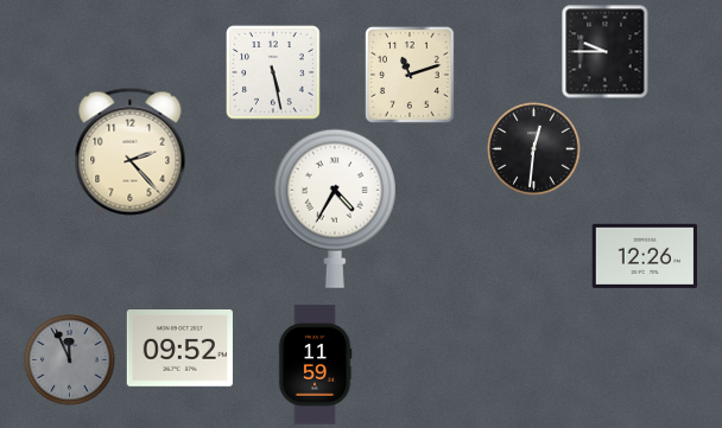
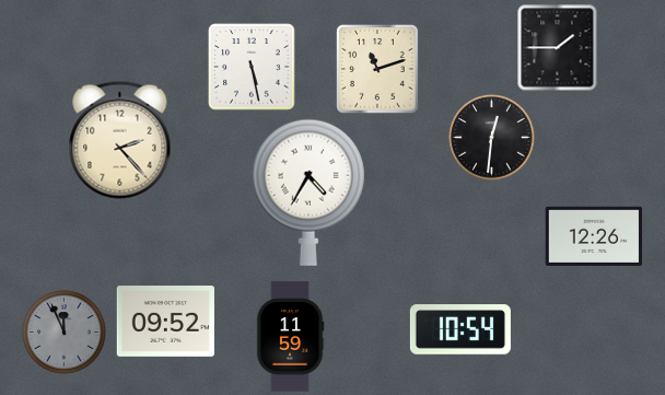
clock at (606, 52): 9:45 -> 1:45
clock at (460, 329): none -> 10:54
